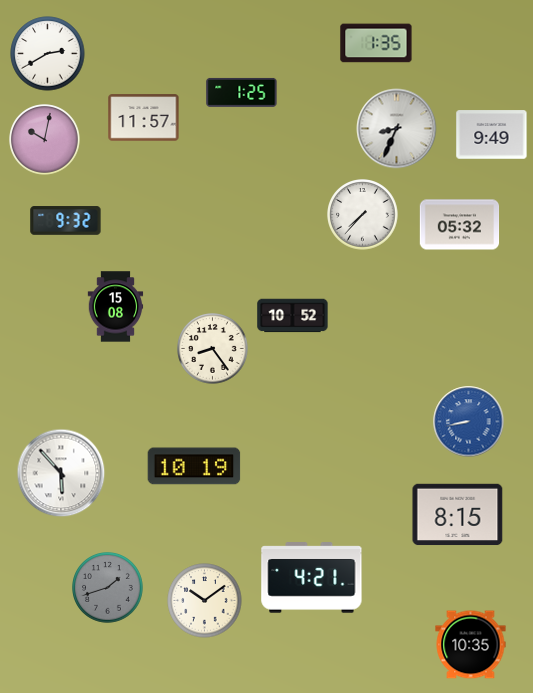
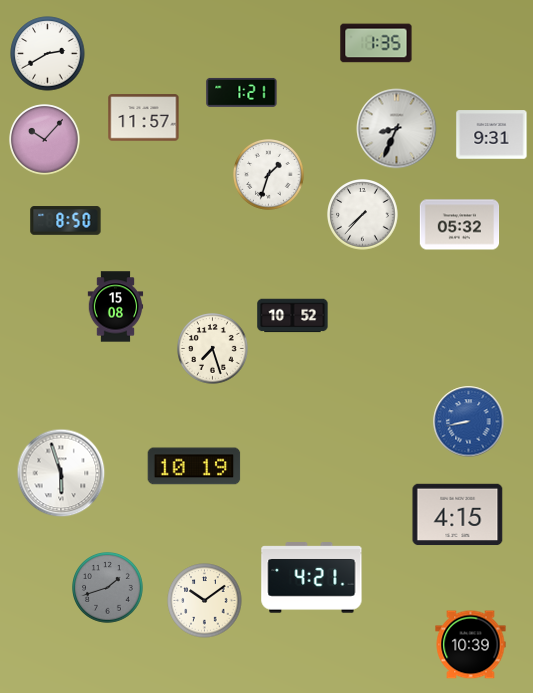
clock at (242, 92): 1:25 -> 1:21
clock at (492, 135): 9:49 -> 9:31
clock at (45, 140): 10:02 -> 10:07
clock at (269, 175): none -> 1:33
clock at (66, 221): 9:32 -> 8:50
clock at (213, 349): 8:24 -> 7:27
clock at (61, 473): 5:53 -> 5:57
clock at (458, 515): 8:15 -> 4:15
clock at (471, 645): 10:35 -> 10:39
